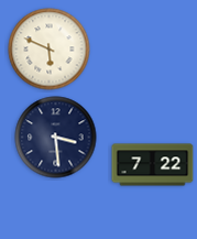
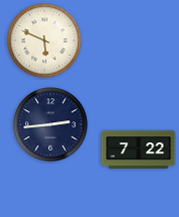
clock at (50, 50) position: (50, 50) -> (45, 41)
clock at (56, 138): 3:29 -> 2:44
